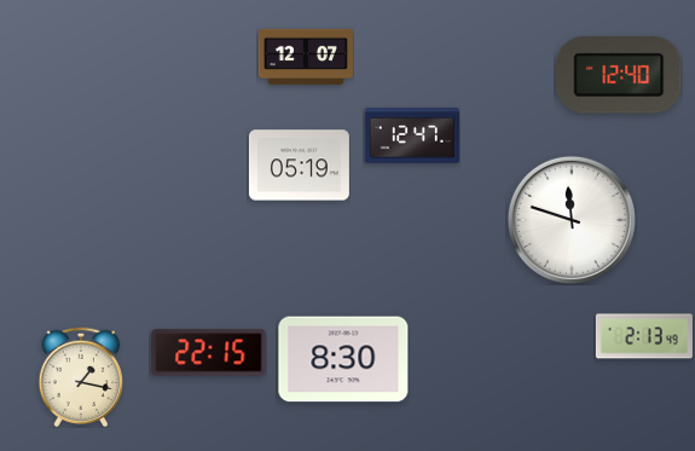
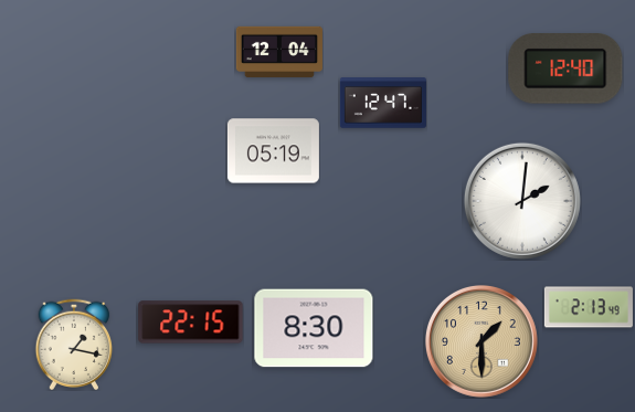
clock at (306, 57): 12:07 -> 12:04
clock at (412, 135) position: (412, 135) -> (383, 103)
clock at (572, 220): 11:48 -> 2:01
clock at (481, 341): none -> 1:30
